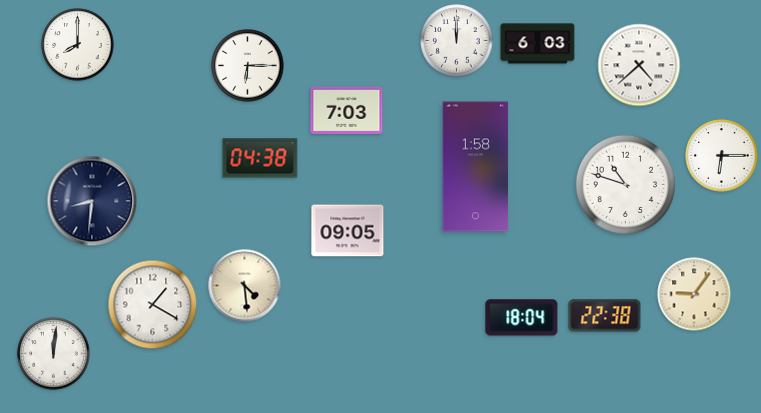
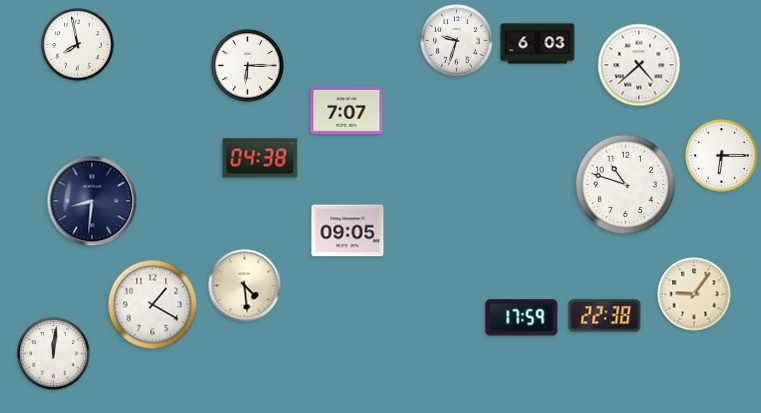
clock at (457, 41): 12:00 -> 9:33
clock at (78, 45): 8:00 -> 7:58
clock at (347, 110): 7:03 -> 7:07
clock at (476, 167): 1:58 -> none
clock at (522, 318): 18:04 -> 17:59
